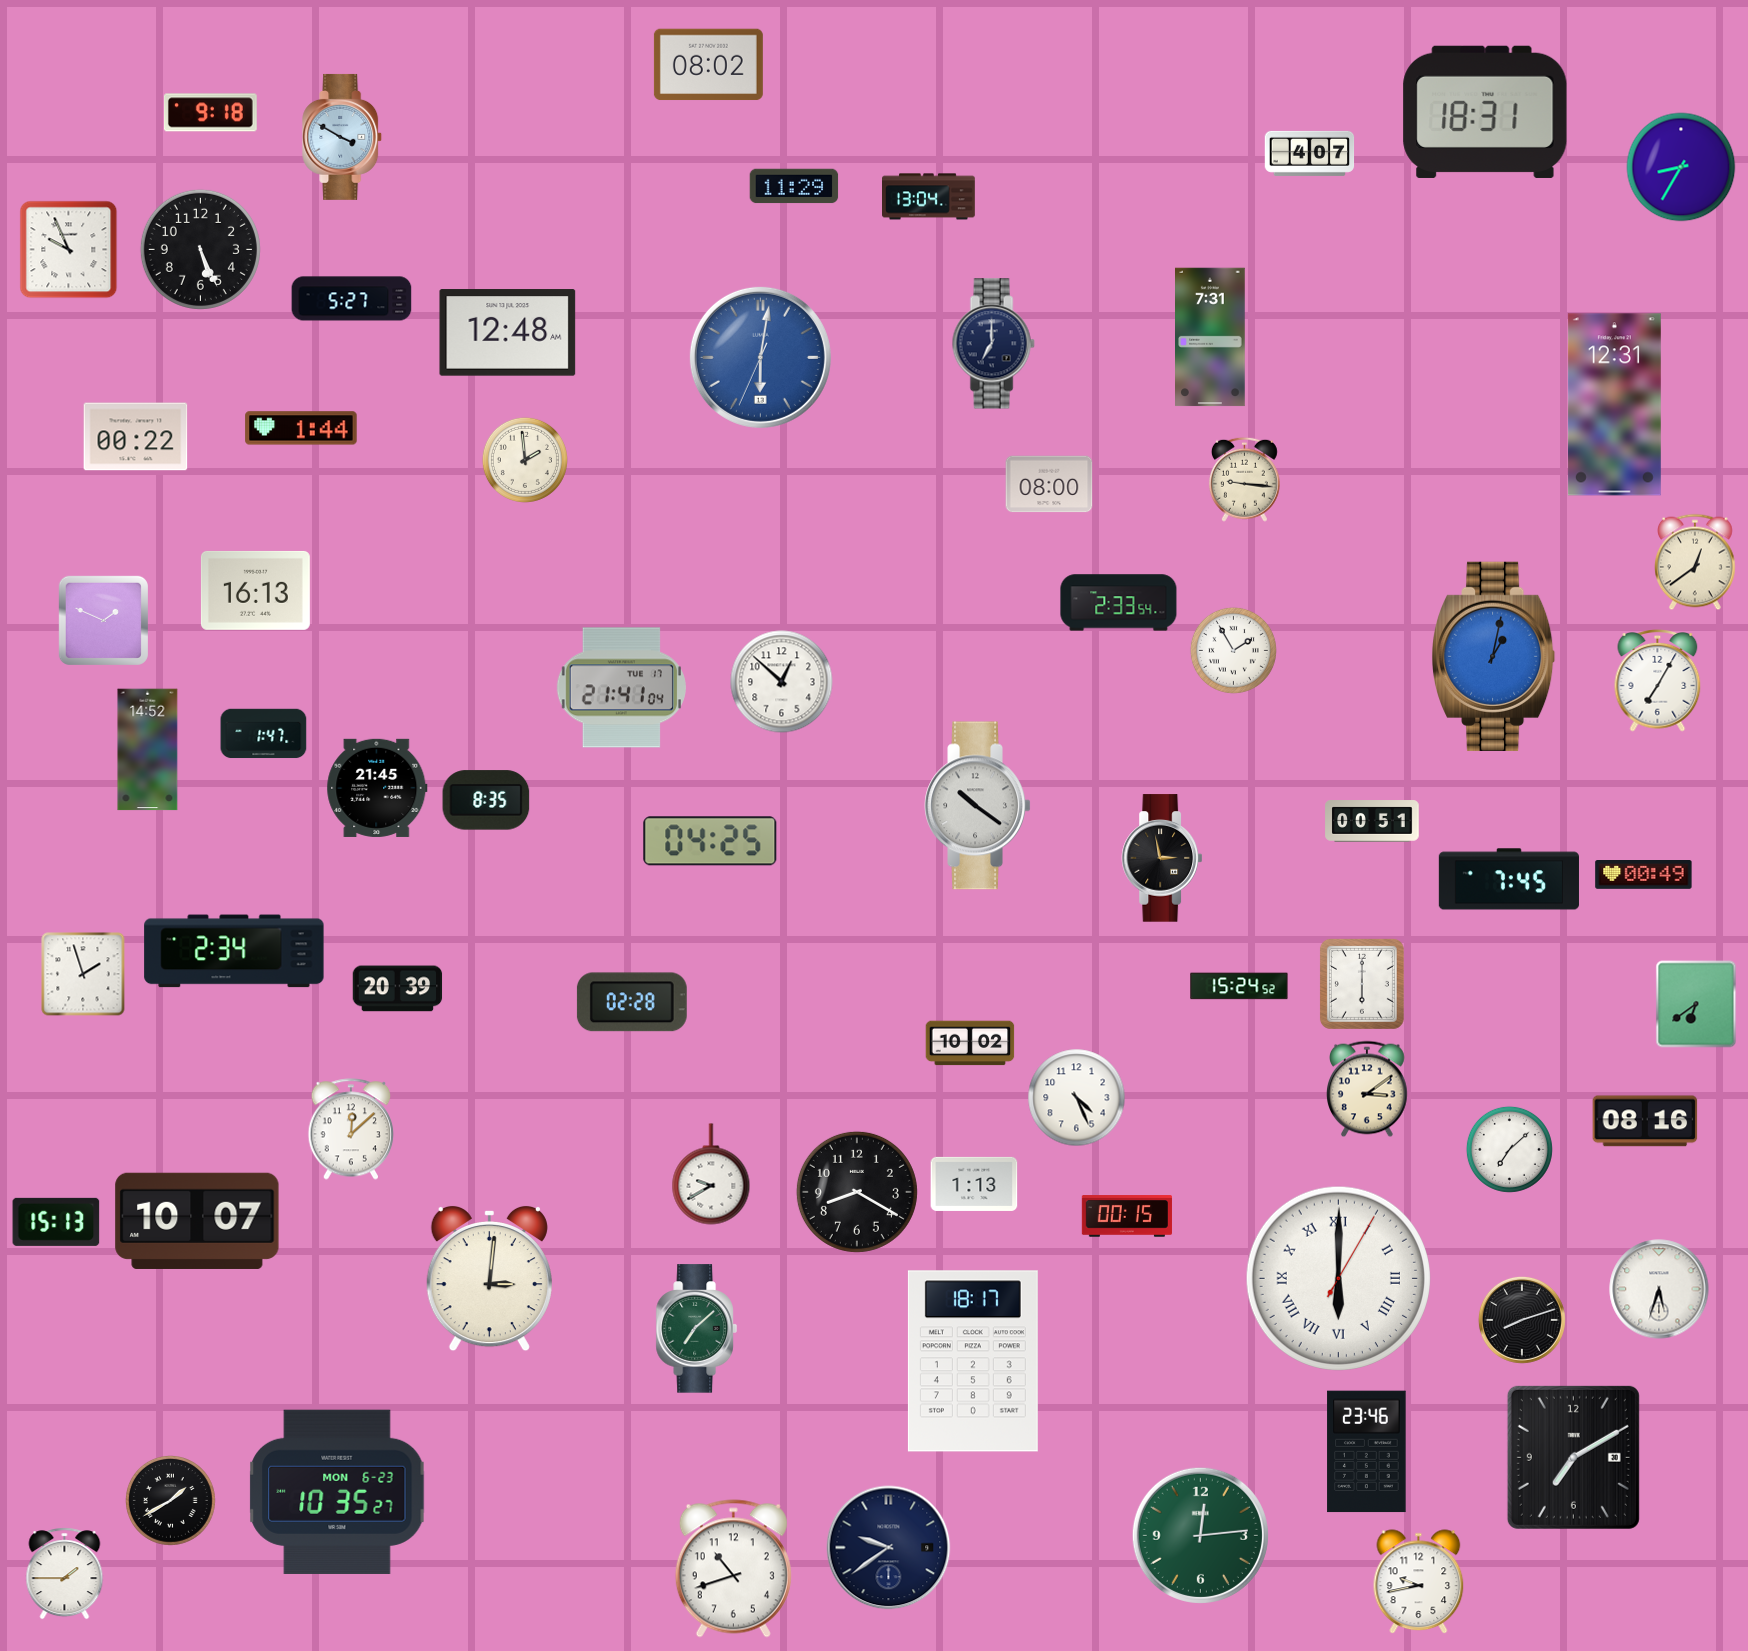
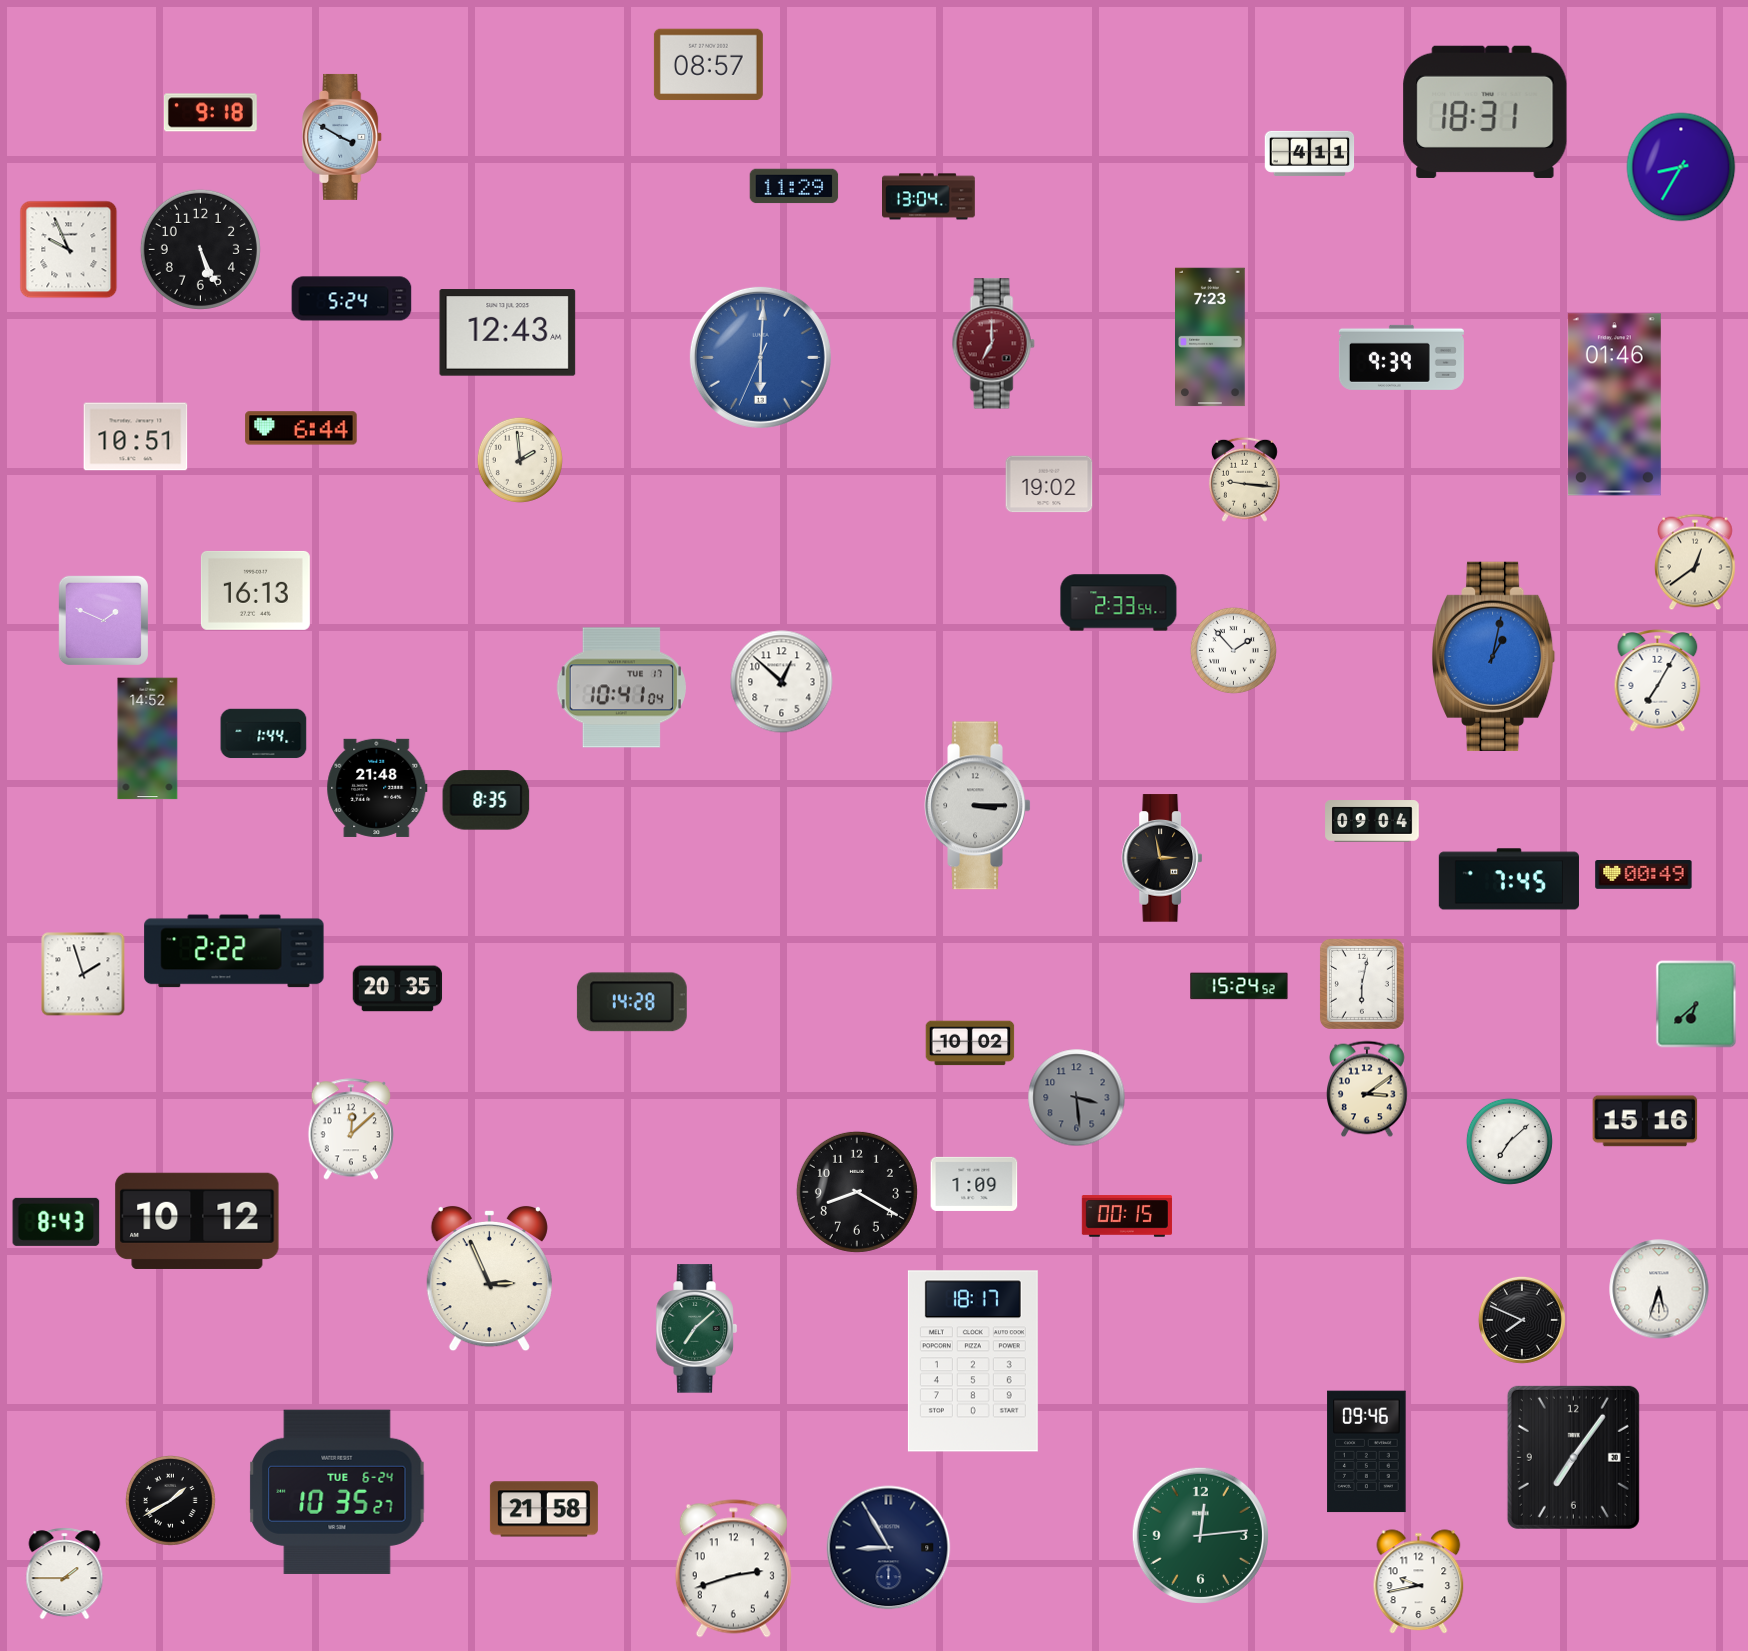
clock at (708, 65): 08:02 -> 08:57
clock at (1310, 153): 4:07 -> 4:11
clock at (352, 299): 5:27 -> 5:24
clock at (508, 333): 12:48 -> 12:43
clock at (1211, 337): 7:31 -> 7:23
clock at (993, 344) dial: navy -> burgundy
clock at (760, 357): 6:01 -> 6:00
clock at (1401, 357): none -> 9:39
clock at (1614, 405): 12:31 -> 01:46
clock at (301, 428): 1:44 -> 6:44
clock at (136, 437): 00:22 -> 10:51
clock at (525, 460) position: (525, 460) -> (520, 460)
clock at (1049, 484): 08:00 -> 19:02
clock at (1233, 650): 1:55 -> 1:53
clock at (621, 688): 21:41 -> 10:41
clock at (264, 734): 1:47 -> 1:44
clock at (148, 750) position: (148, 750) -> (148, 739)
clock at (377, 788): 21:45 -> 21:48
clock at (978, 806): 10:21 -> 3:15
clock at (1372, 821): 00:51 -> 09:04
clock at (710, 841): 04:25 -> none
clock at (234, 951): 2:34 -> 2:22
clock at (1362, 984): 6:00 -> 6:02
clock at (398, 989): 20:39 -> 20:35
clock at (632, 1002): 02:28 -> 14:28
clock at (1696, 1004): 6:39 -> 6:38
clock at (1077, 1098): 4:26 -> 3:29
clock at (1077, 1098) dial: white -> grey
clock at (1645, 1121): 08:16 -> 15:16
clock at (1509, 1149) position: (1509, 1149) -> (1509, 1141)
clock at (711, 1174): 9:40 -> none
clock at (974, 1184): 1:13 -> 1:09
clock at (197, 1221): 10:07 -> 10:12
clock at (56, 1222): 15:13 -> 8:43
clock at (1338, 1278): 6:00 -> none
clock at (489, 1279): 3:01 -> 2:56
clock at (1522, 1320): 8:12 -> 7:49
clock at (1367, 1452): 23:46 -> 09:46
clock at (1573, 1457): 7:10 -> 7:06
clock at (337, 1492) date: MON 6-23 -> TUE 6-24
clock at (544, 1509): none -> 21:58
clock at (889, 1548): 9:39 -> 8:55
clock at (733, 1569): 10:42 -> 2:42
